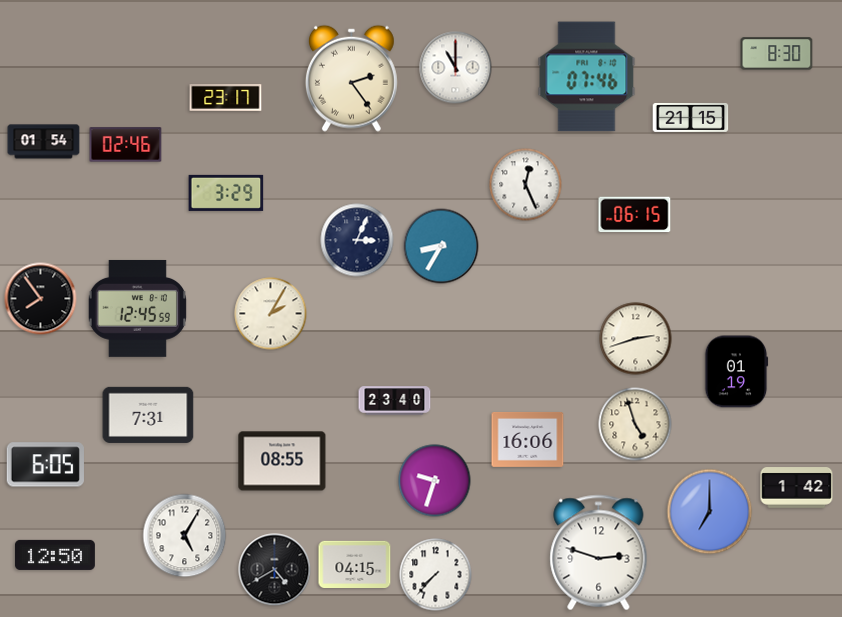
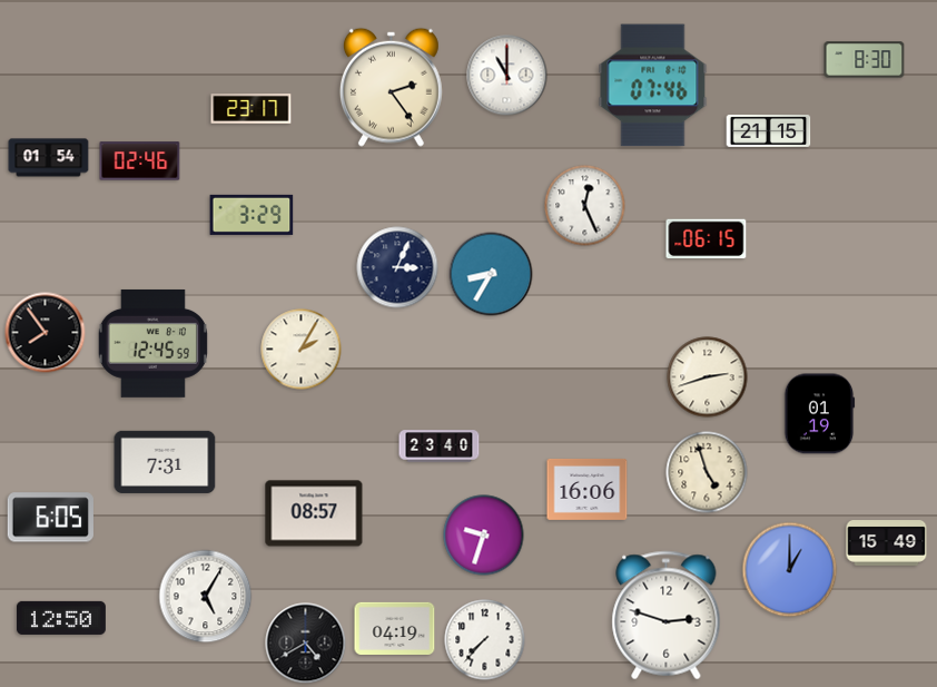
clock at (282, 461): 08:55 -> 08:57
clock at (797, 488): 1:42 -> 15:49
clock at (710, 512): 7:00 -> 1:00
clock at (355, 564): 04:15 -> 04:19
clock at (275, 570) position: (275, 570) -> (306, 644)
